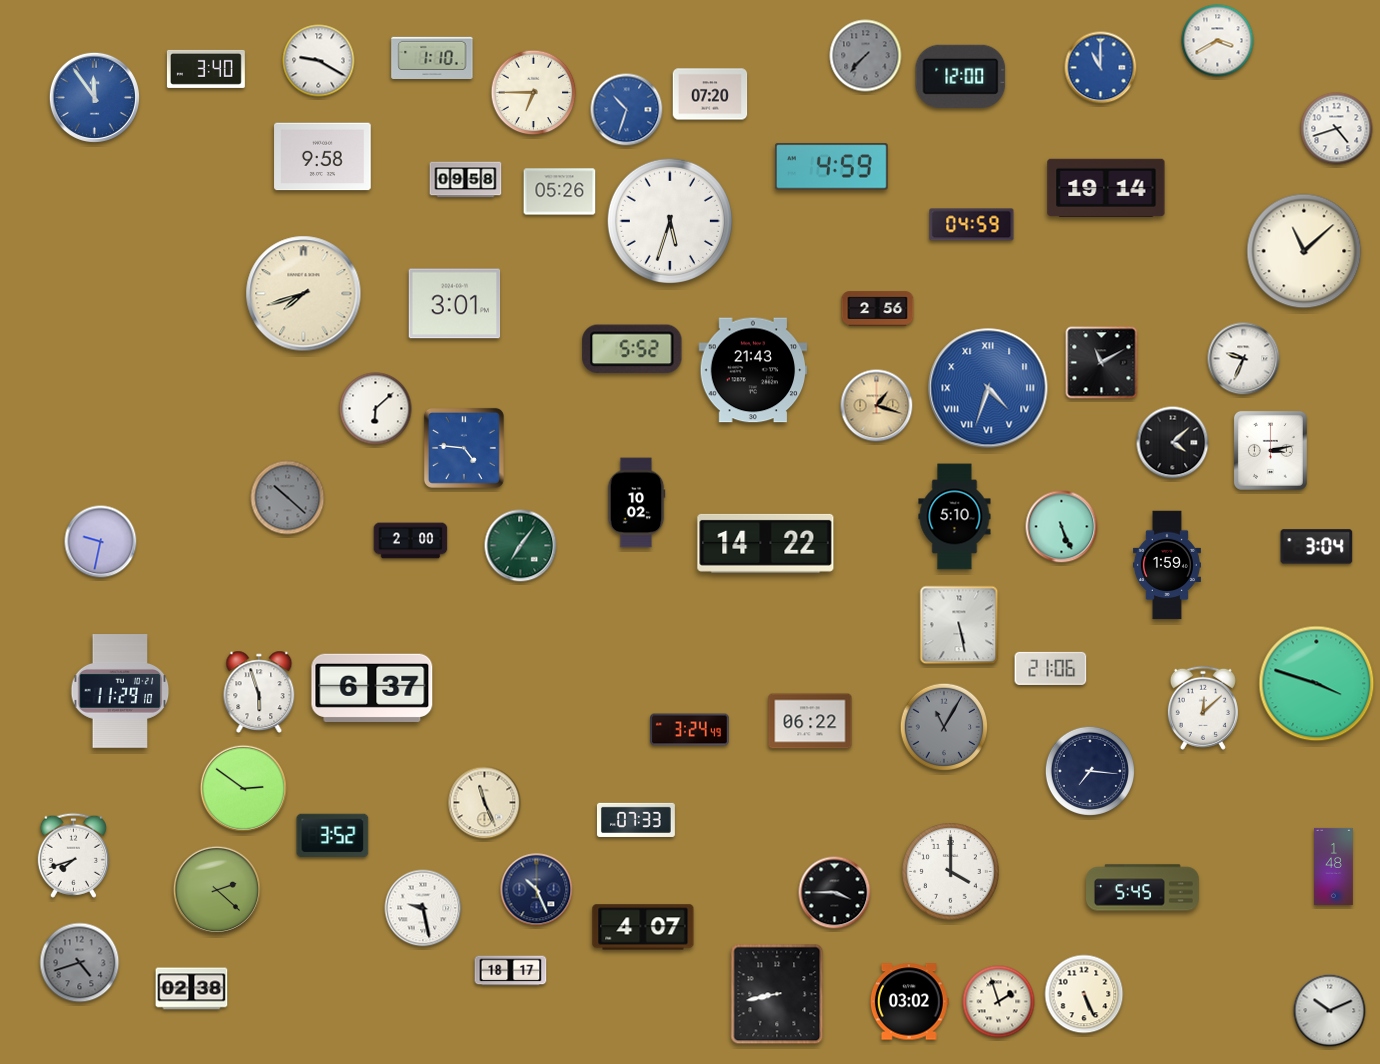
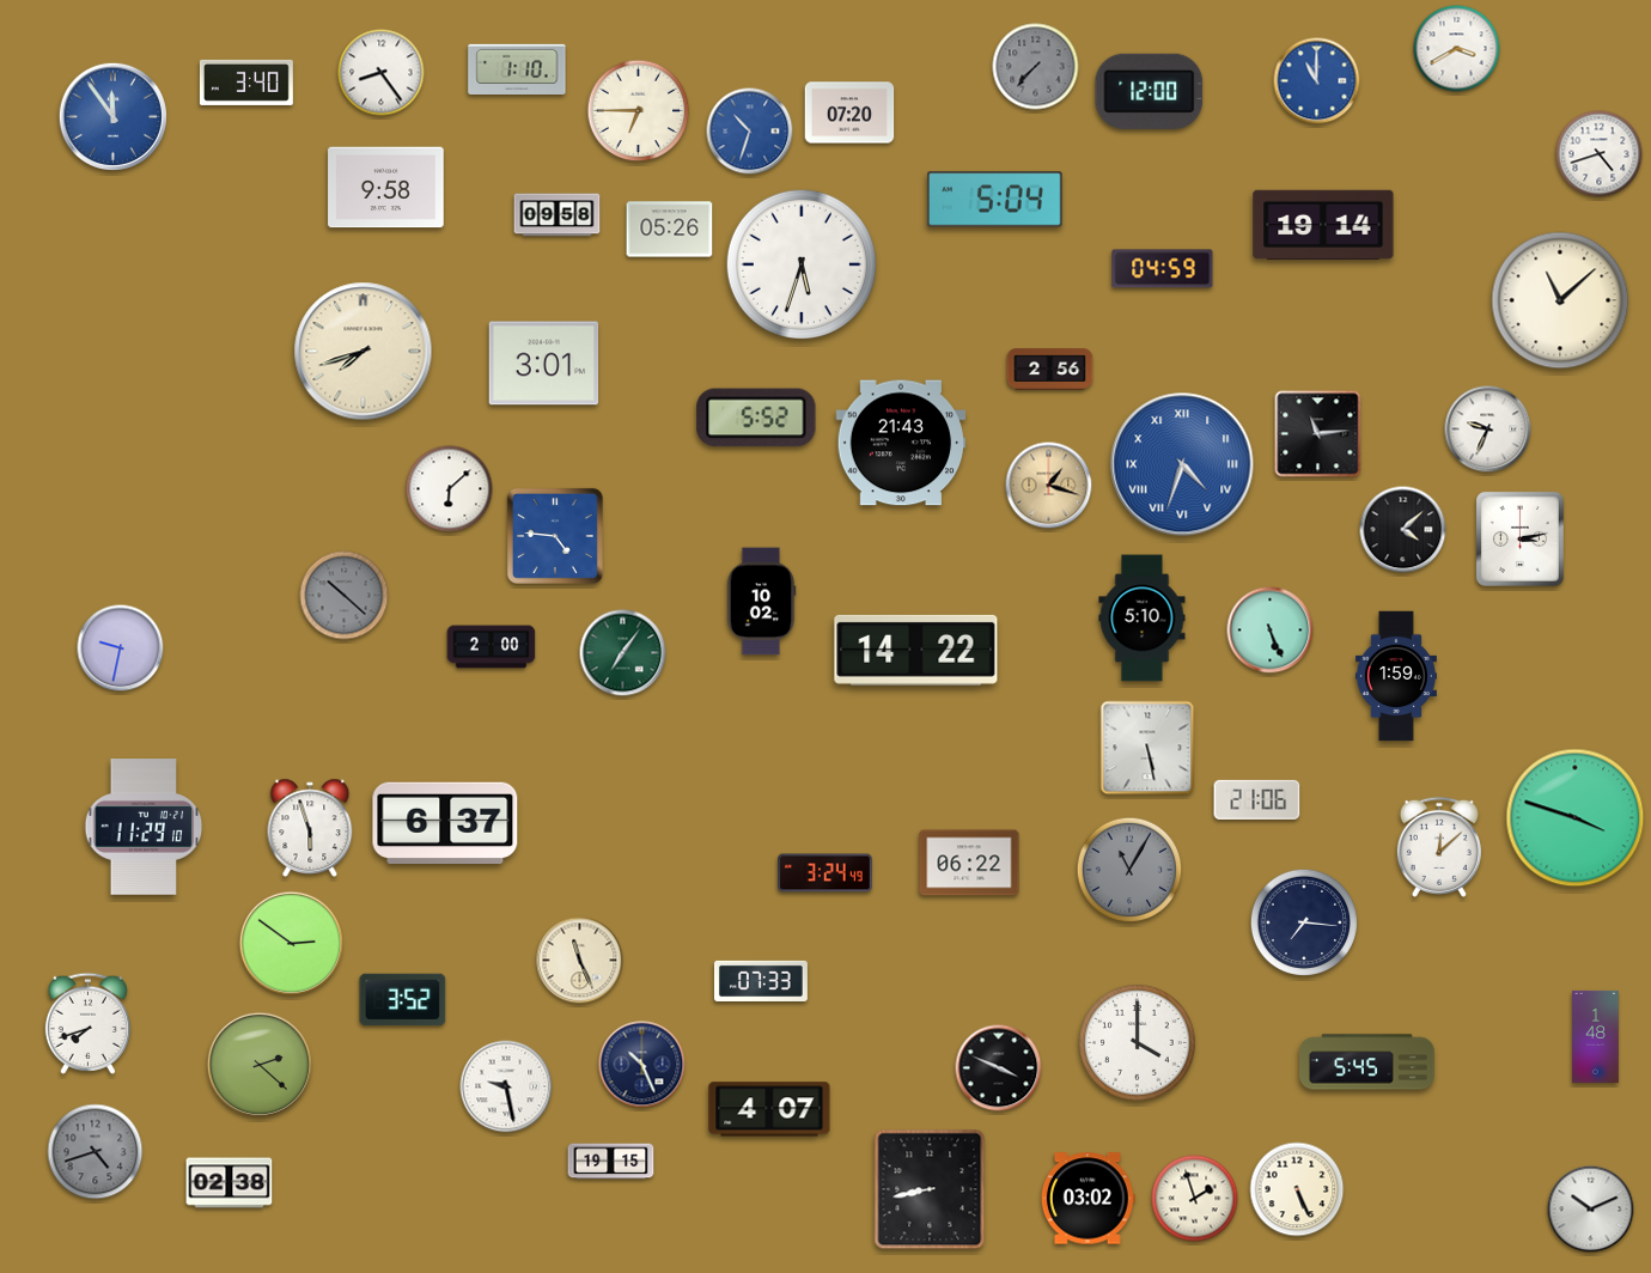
clock at (319, 61): 9:20 -> 8:24
clock at (831, 167): 4:59 -> 5:04
clock at (1102, 363): 11:10 -> 11:14
clock at (1317, 547): 3:04 -> none
clock at (333, 836) position: (333, 836) -> (403, 1000)
clock at (835, 893): 3:45 -> 3:49
clock at (511, 971): 18:17 -> 19:15
